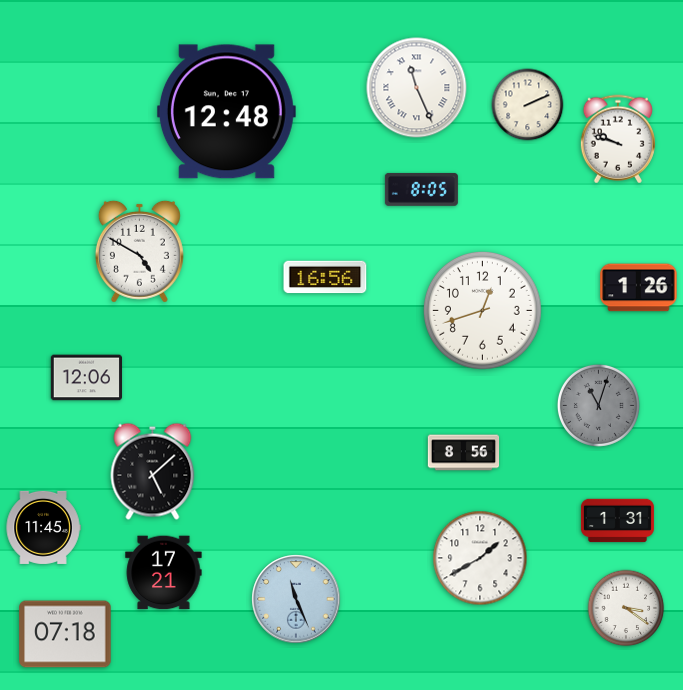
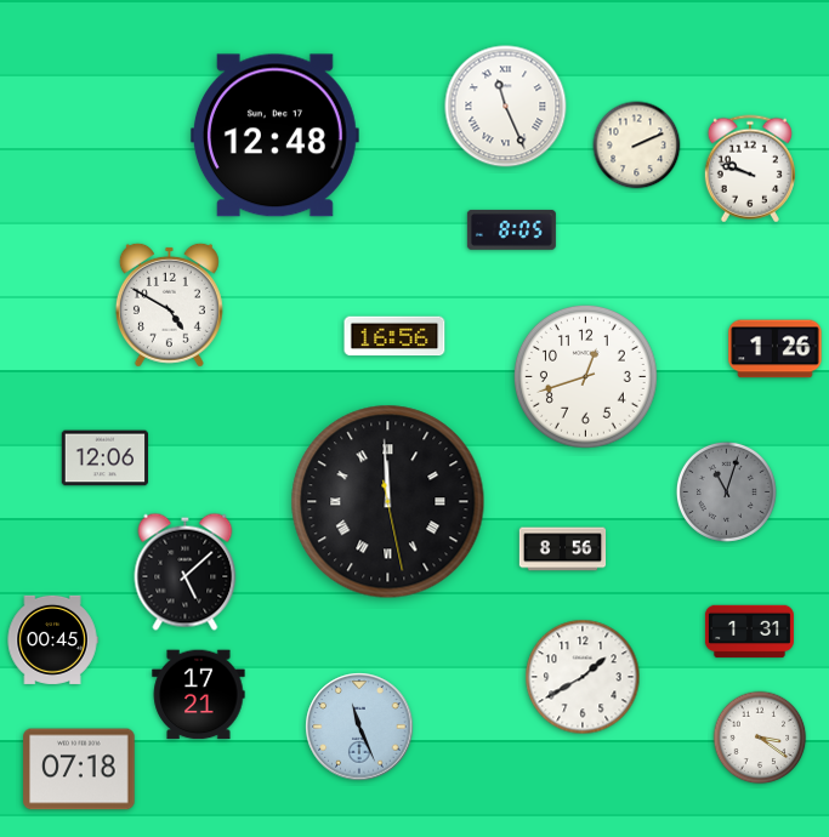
clock at (528, 105) position: (528, 105) -> (637, 146)
clock at (388, 502): none -> 11:59
clock at (43, 527): 11:45 -> 00:45
